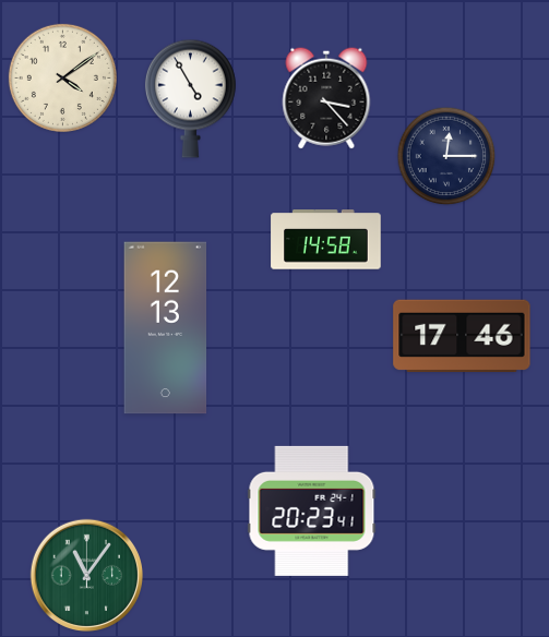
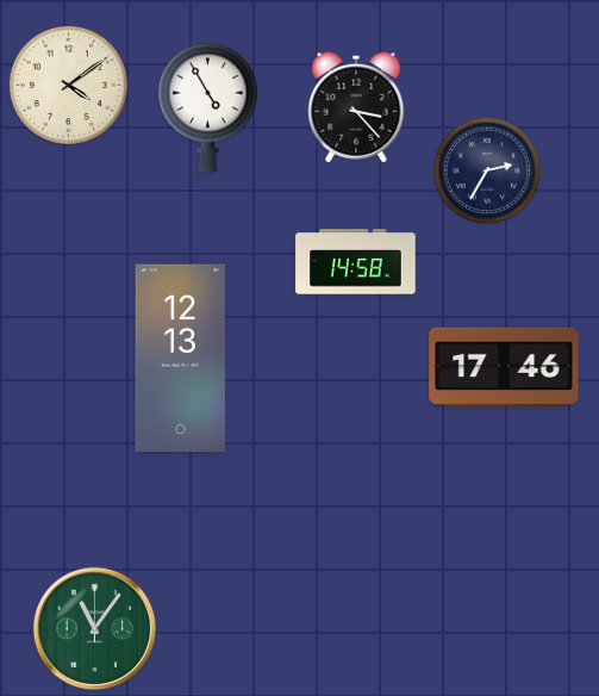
clock at (446, 156): 12:15 -> 2:35
clock at (312, 510): 20:23 -> none
